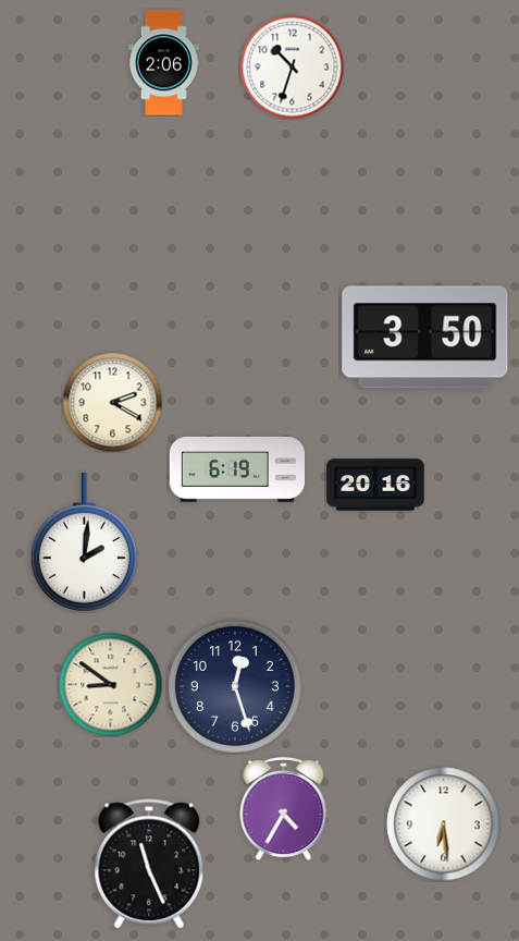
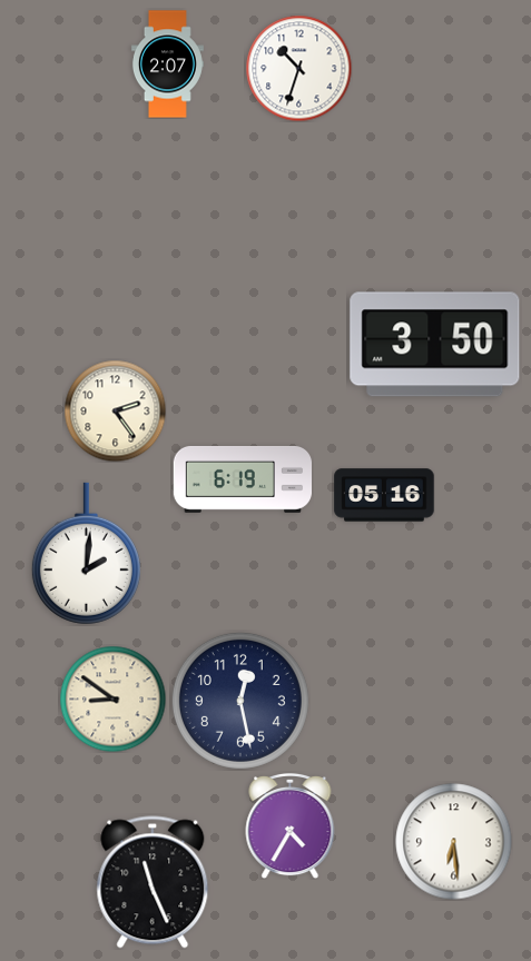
clock at (163, 63): 2:06 -> 2:07
clock at (112, 402): 2:20 -> 2:24
clock at (375, 485): 20:16 -> 05:16
clock at (235, 686): 12:27 -> 12:28
